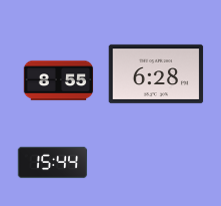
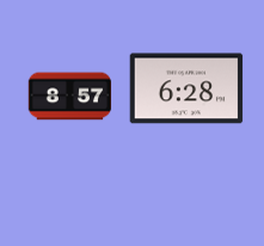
clock at (59, 81): 8:55 -> 8:57
clock at (53, 163): 15:44 -> none
